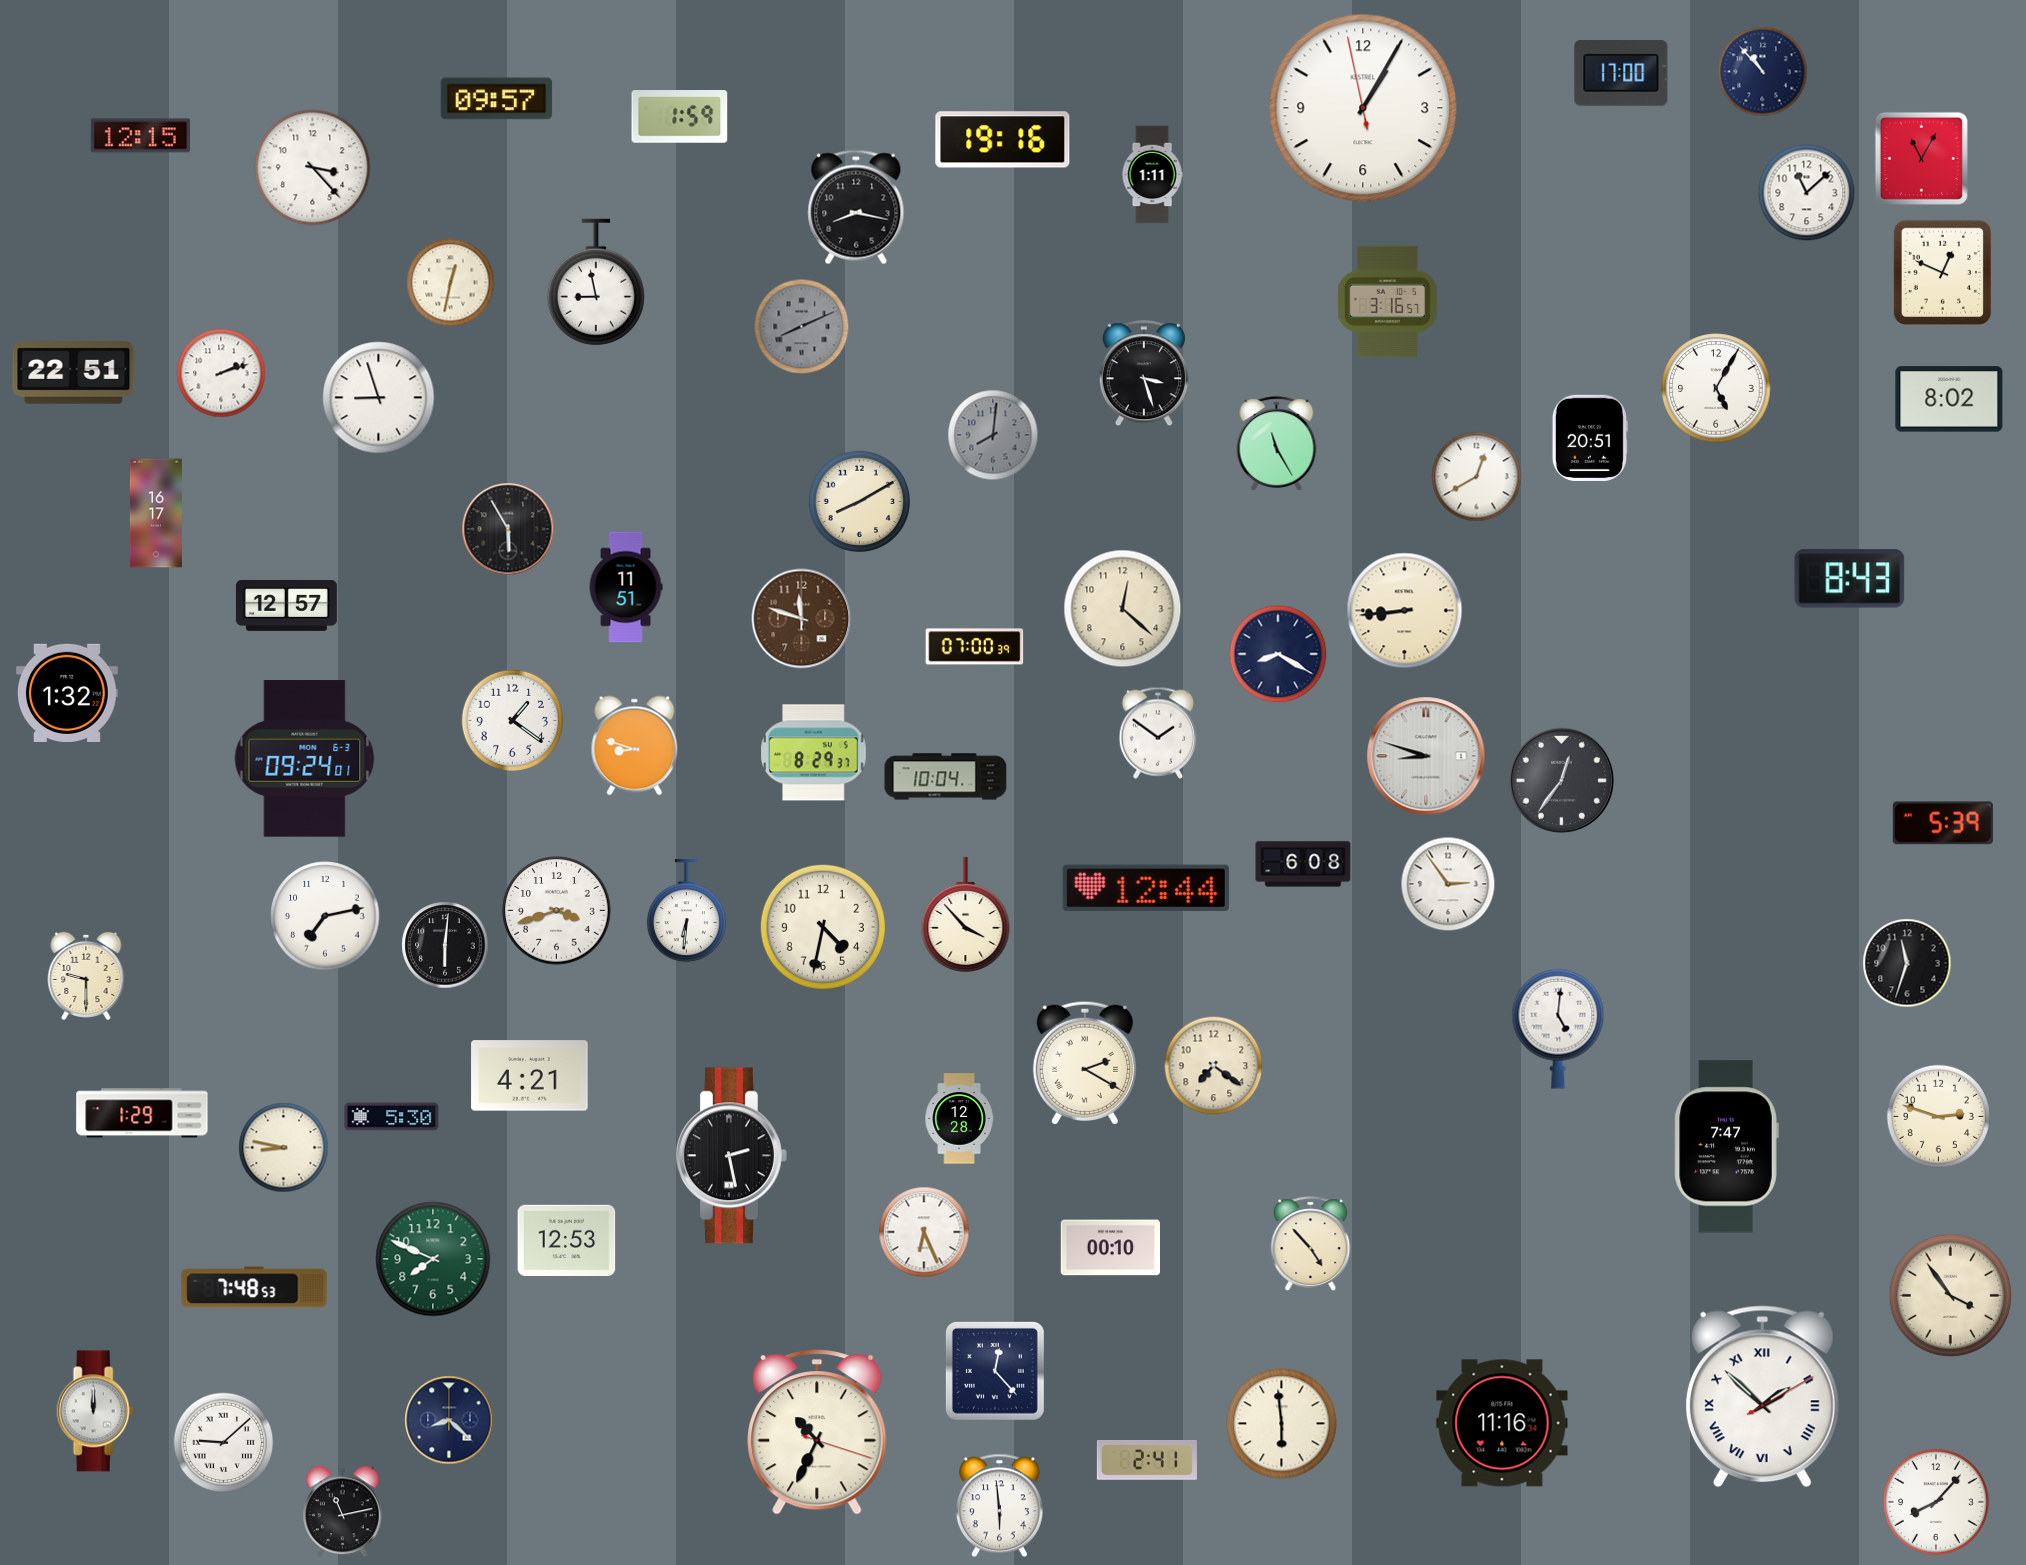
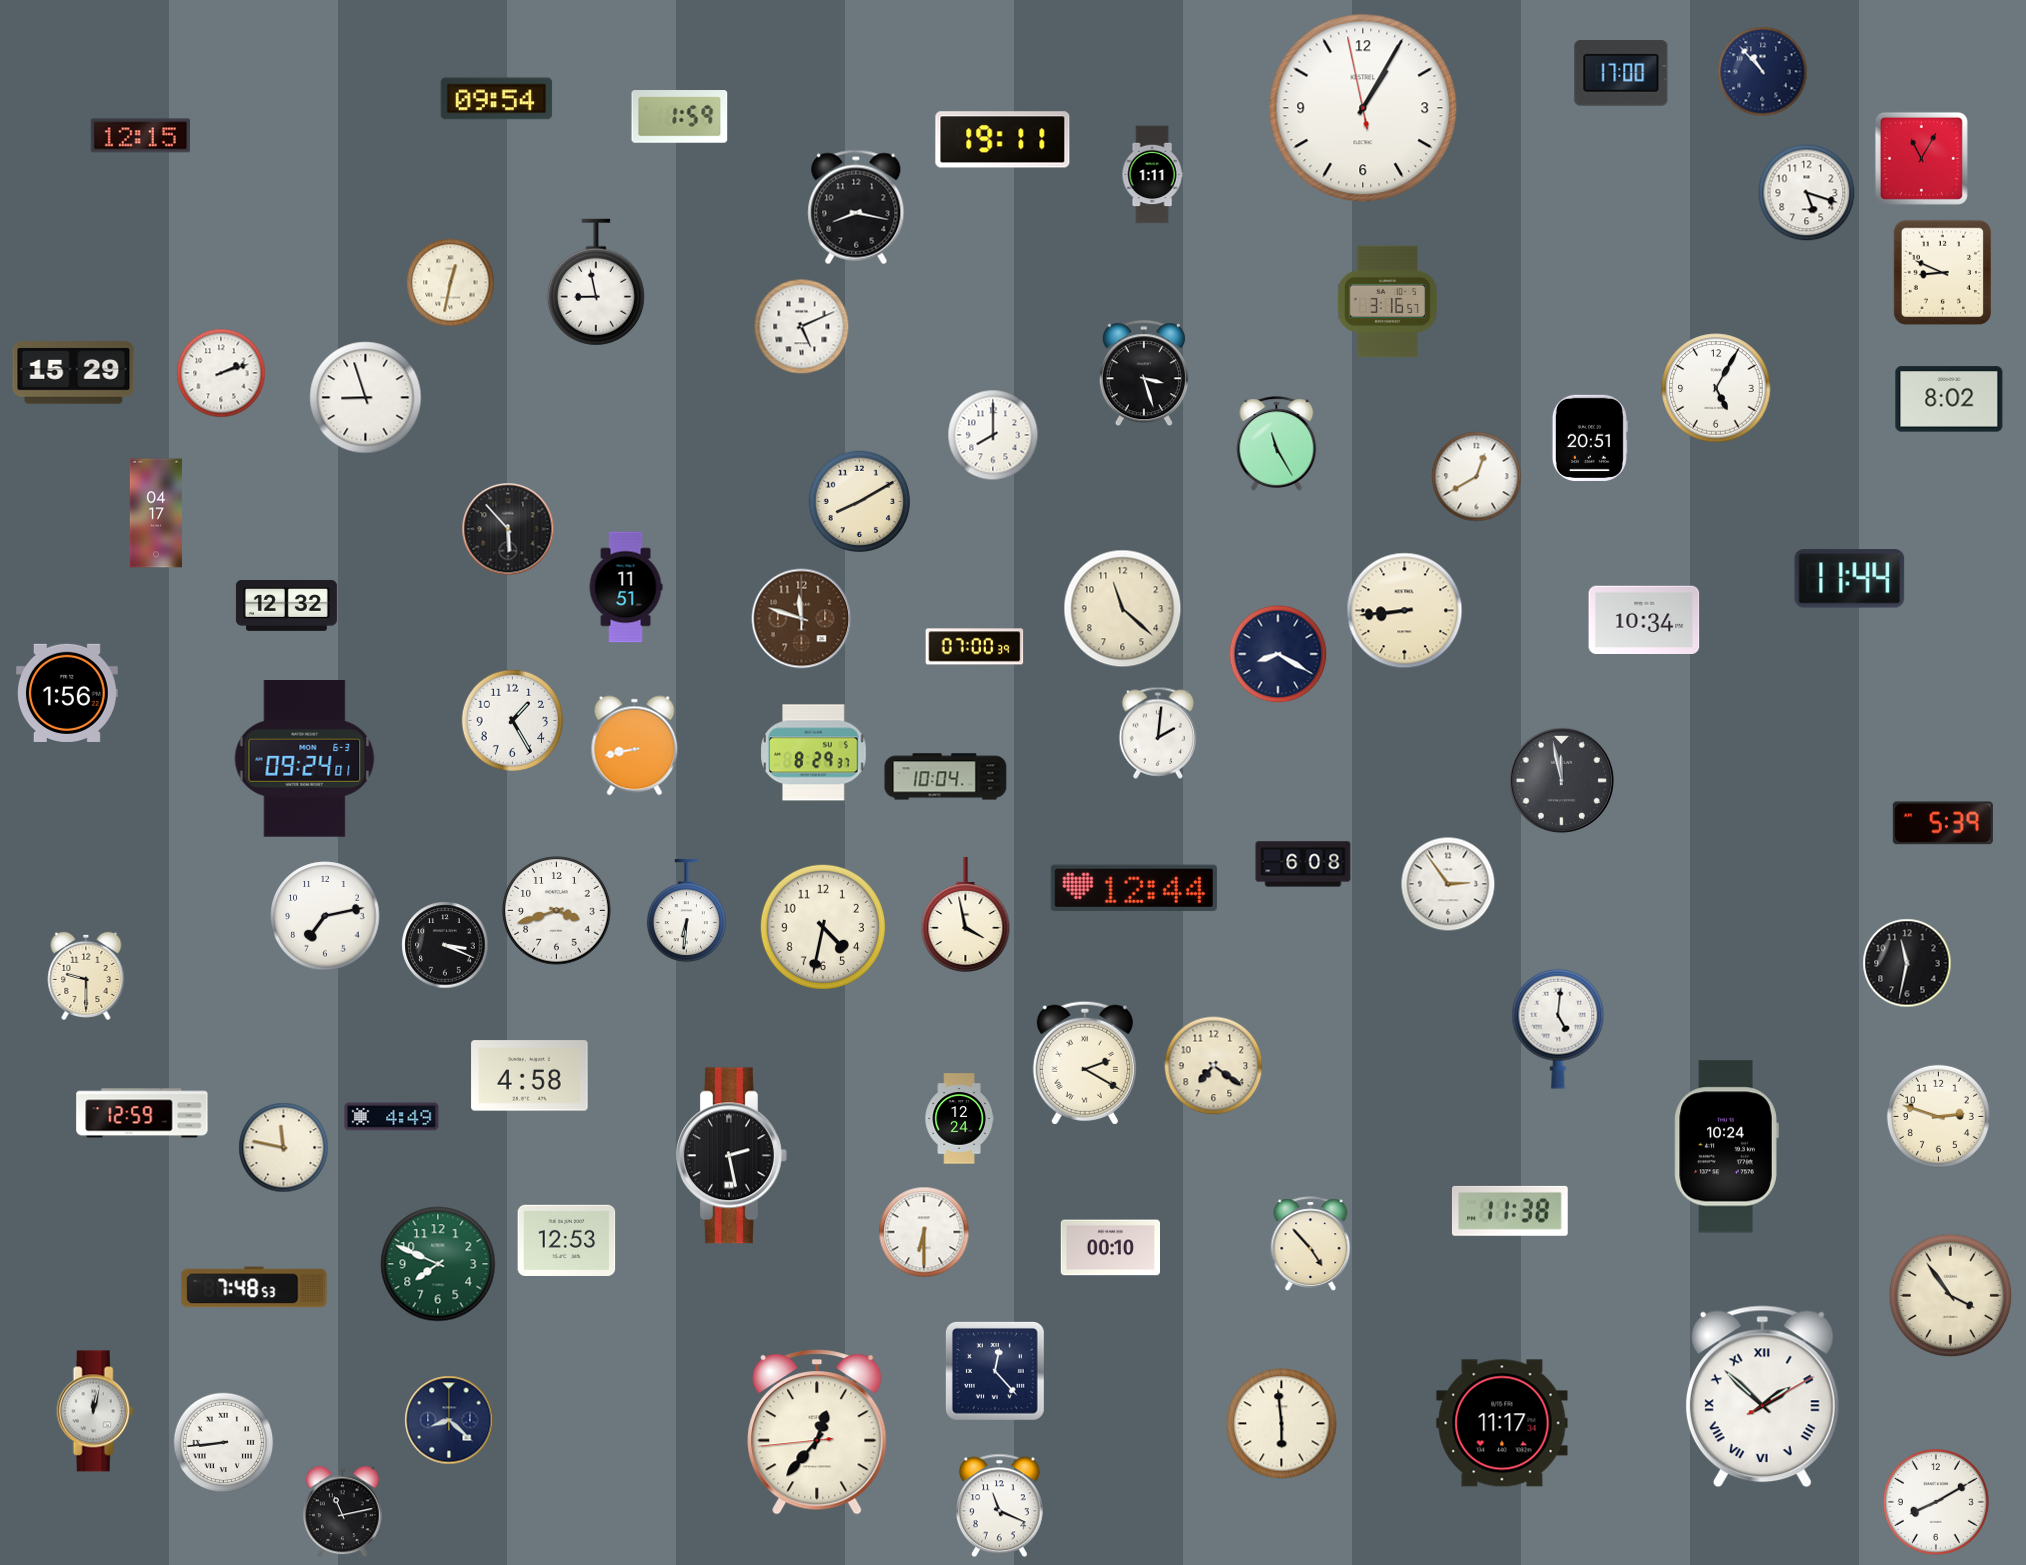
clock at (497, 99): 09:57 -> 09:54
clock at (1003, 140): 19:16 -> 19:11
clock at (313, 168): 3:23 -> none
clock at (1807, 193): 11:08 -> 5:18
clock at (1942, 272): 12:49 -> 8:49
clock at (802, 327): 8:11 -> 5:11
clock at (802, 327) dial: grey -> white
clock at (74, 373): 22:51 -> 15:29
clock at (379, 398) position: (379, 398) -> (366, 398)
clock at (993, 435): 8:01 -> 8:00
clock at (993, 435) dial: grey -> white
clock at (156, 513): 16:17 -> 04:17
clock at (508, 529): 5:55 -> 5:53
clock at (1850, 579): 8:43 -> 11:44
clock at (286, 606): 12:57 -> 12:32
clock at (1123, 609): 12:22 -> 11:22
clock at (1644, 619): none -> 10:34
clock at (67, 693): 1:32 -> 1:56
clock at (512, 720): 1:21 -> 1:25
clock at (1158, 733): 1:51 -> 2:01
clock at (635, 746): 8:48 -> 8:43
clock at (1426, 756): 8:48 -> none
clock at (1562, 781): 12:36 -> 11:58
clock at (1146, 888) position: (1146, 888) -> (1134, 888)
clock at (966, 914): 3:53 -> 3:58
clock at (445, 945): 6:01 -> 3:19
clock at (1907, 963): 11:33 -> 11:32
clock at (530, 1076): 4:21 -> 4:58
clock at (142, 1113): 1:29 -> 12:59
clock at (392, 1117): 5:30 -> 4:49
clock at (959, 1119): 12:28 -> 12:24
clock at (1726, 1147): 7:47 -> 10:24
clock at (284, 1148): 8:47 -> 11:47
clock at (1510, 1211): none -> 11:38
clock at (924, 1232): 6:26 -> 6:30
clock at (433, 1259) position: (433, 1259) -> (438, 1264)
clock at (95, 1411): 12:00 -> 12:02
clock at (1502, 1423): 11:16 -> 11:17
clock at (817, 1432): 10:34 -> 12:36
clock at (224, 1443): 9:08 -> 8:44
clock at (1147, 1461): 2:41 -> none
clock at (1936, 1502): 8:07 -> 8:10
clock at (999, 1506): 5:59 -> 11:19
